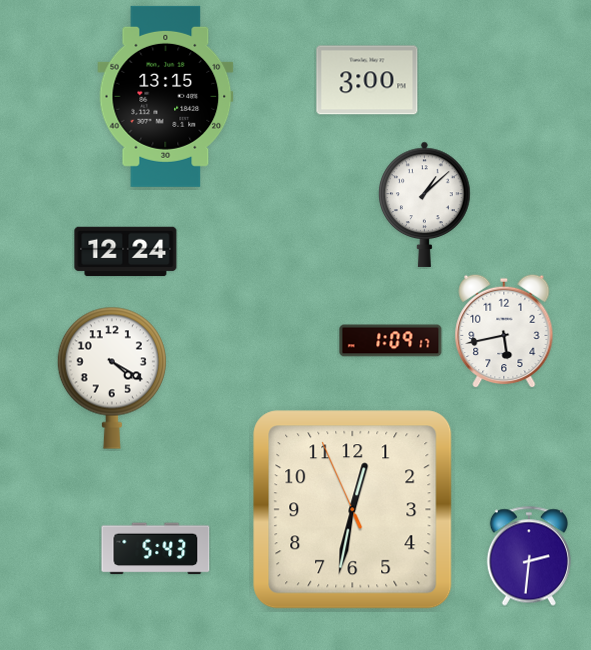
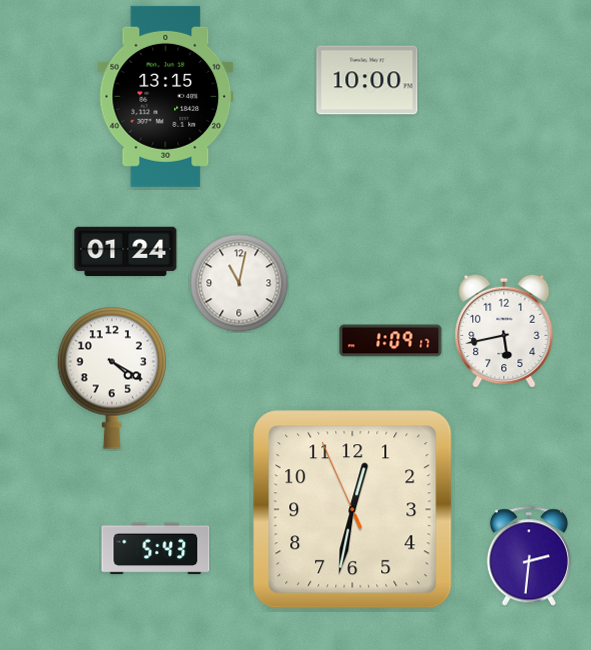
clock at (367, 80): 3:00 -> 10:00
clock at (425, 204): 1:08 -> none
clock at (126, 252): 12:24 -> 01:24
clock at (239, 283): none -> 11:02
